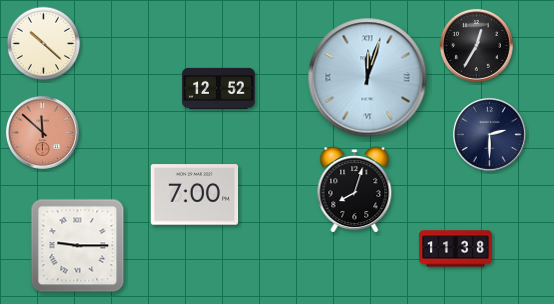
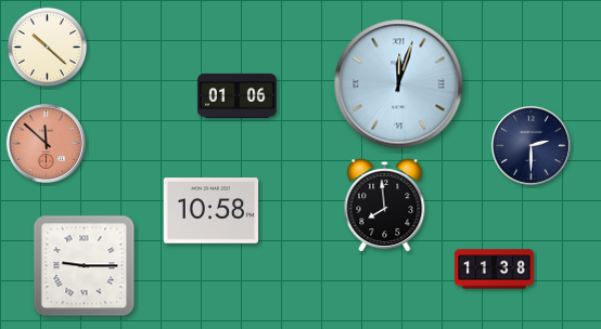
clock at (476, 45): 12:35 -> none
clock at (219, 88): 12:52 -> 01:06
clock at (355, 190): 8:03 -> 7:59
clock at (195, 195): 7:00 -> 10:58
